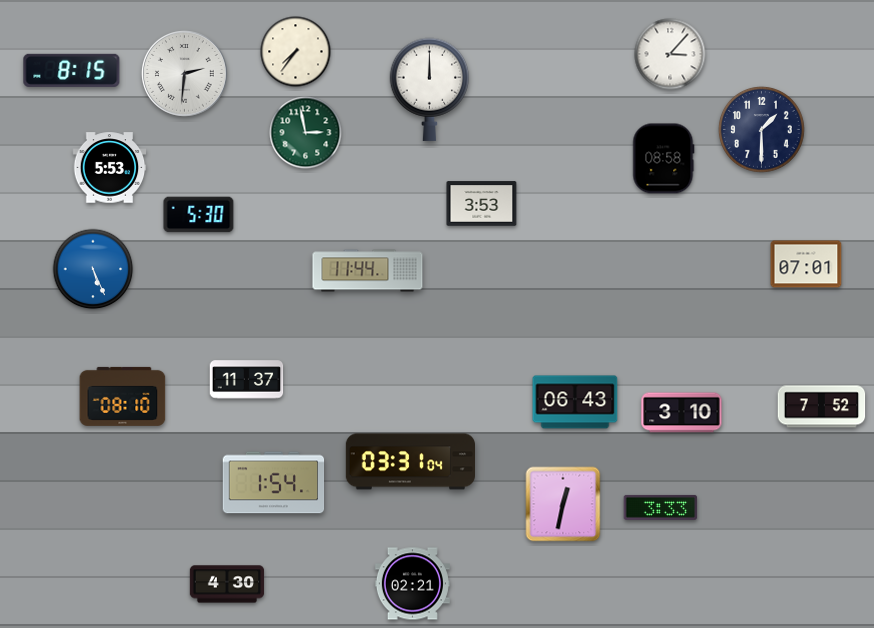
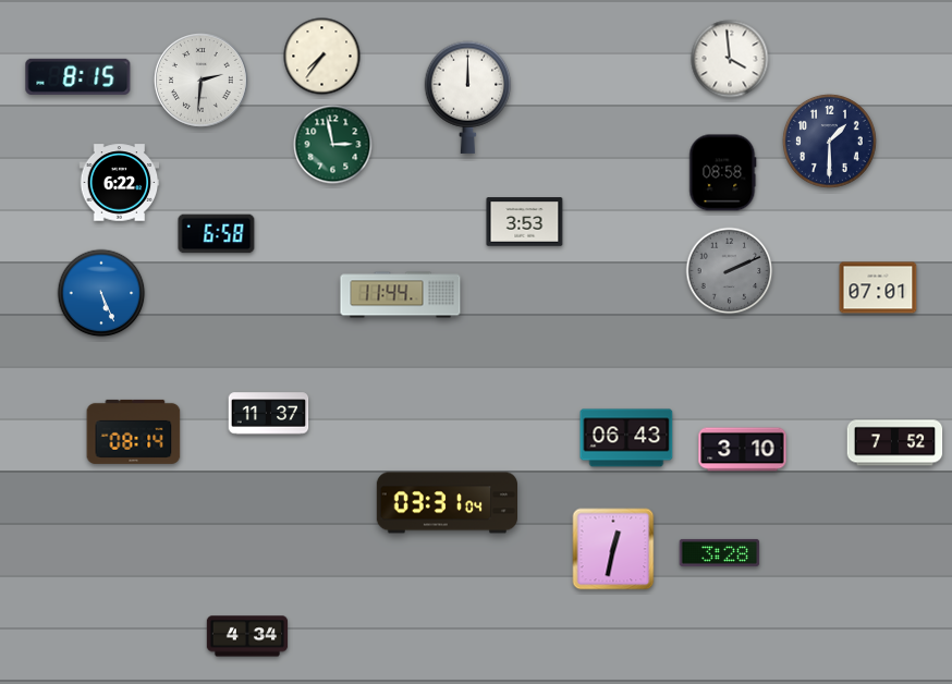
clock at (670, 54): 3:07 -> 3:59
clock at (110, 168): 5:53 -> 6:22
clock at (199, 215): 5:30 -> 6:58
clock at (730, 271): none -> 2:11
clock at (123, 396): 08:10 -> 08:14
clock at (274, 483): 1:54 -> none
clock at (661, 507): 3:33 -> 3:28
clock at (227, 584): 4:30 -> 4:34
clock at (412, 584): 02:21 -> none
